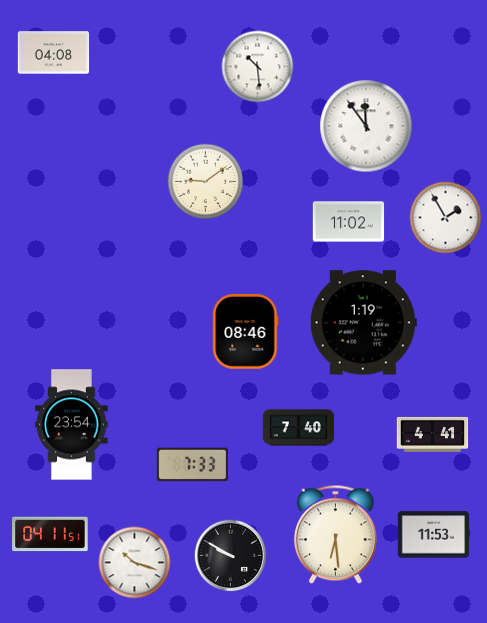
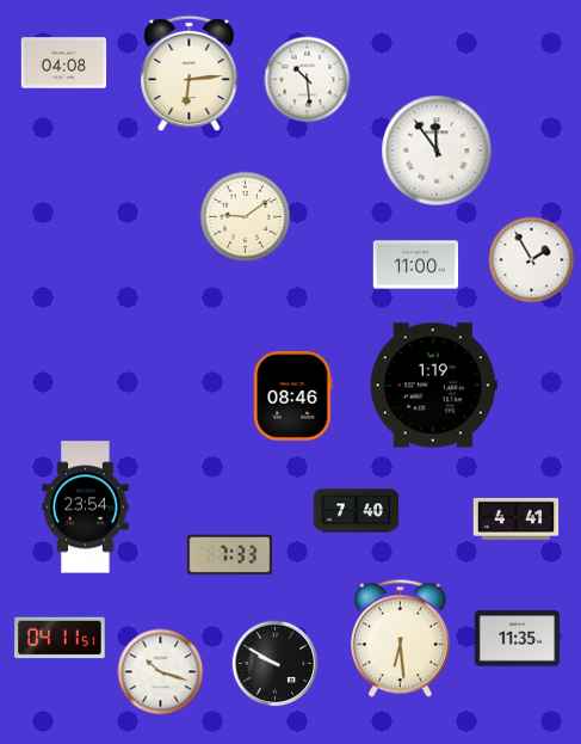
clock at (190, 74): none -> 6:14
clock at (349, 222): 11:02 -> 11:00
clock at (434, 535): 11:53 -> 11:35
